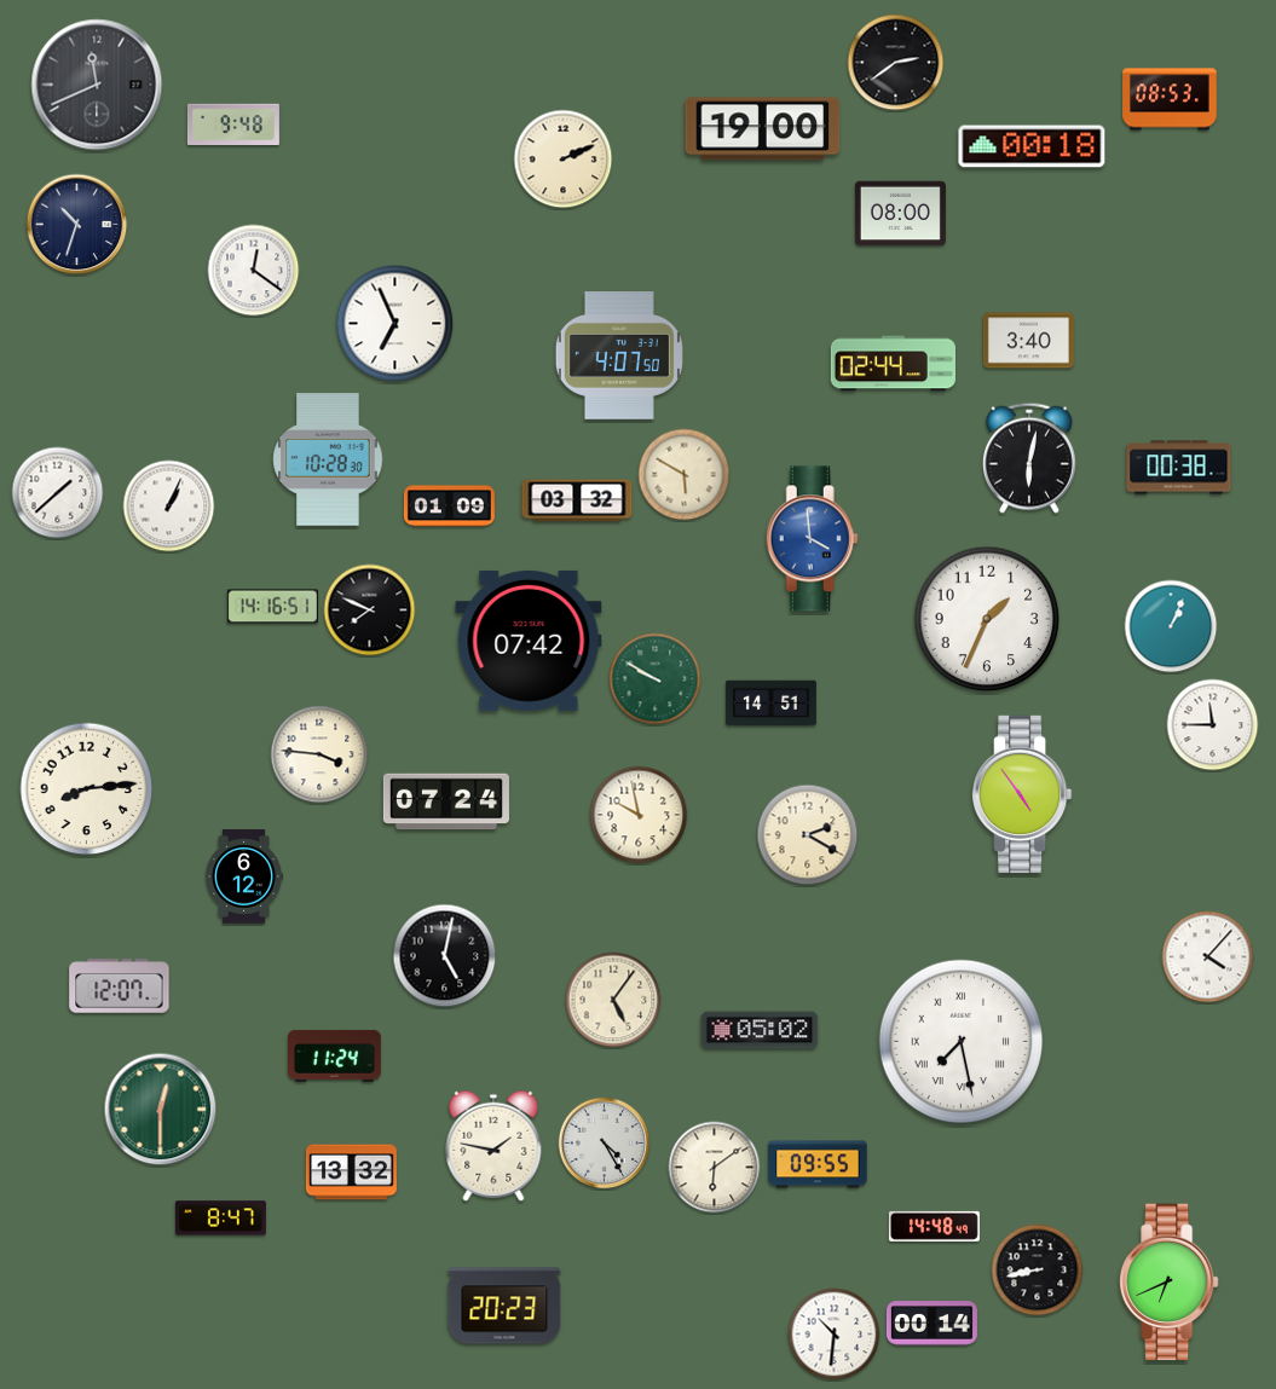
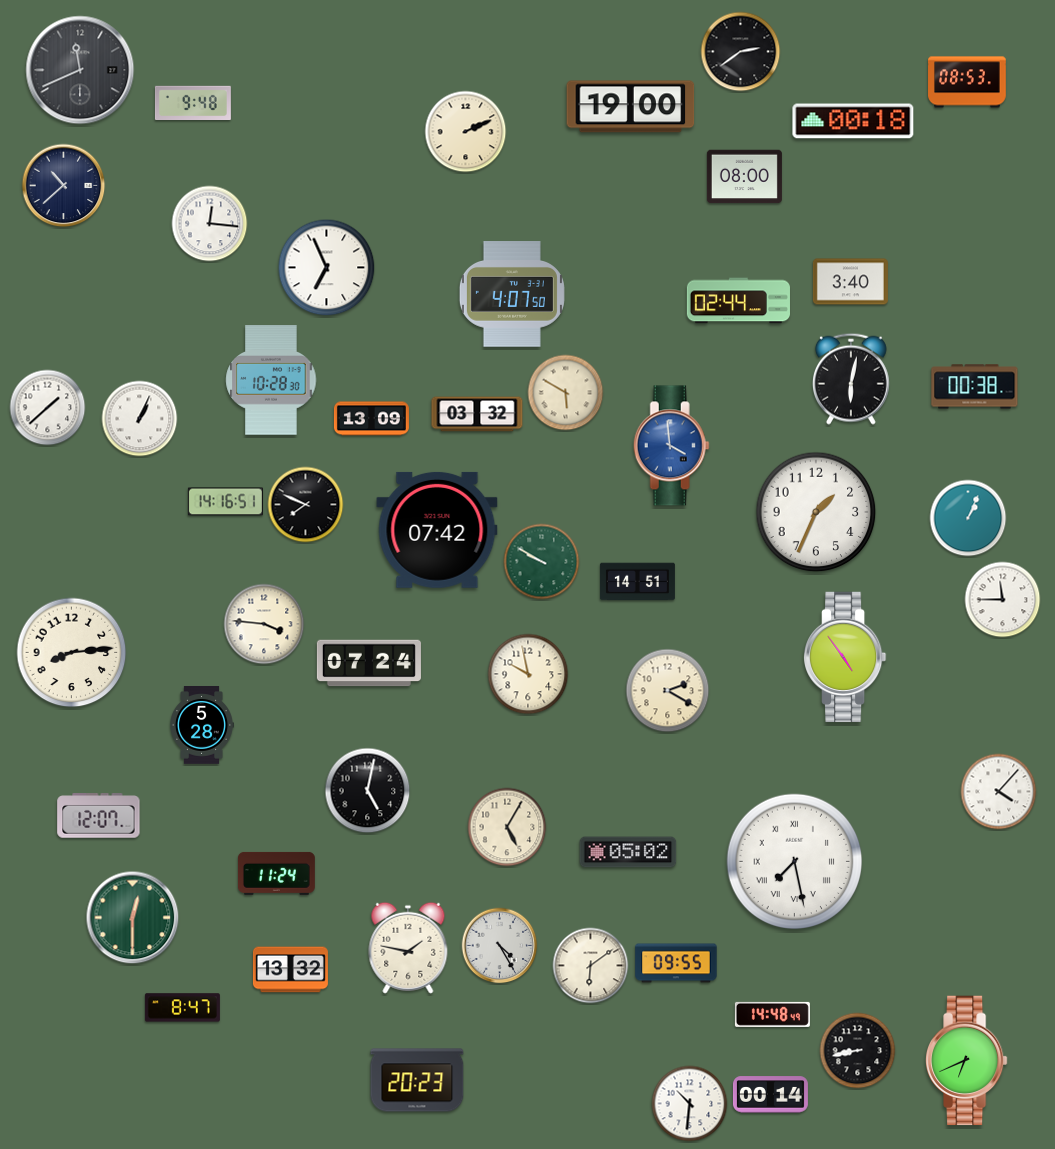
clock at (77, 225): 10:33 -> 10:38
clock at (254, 271): 12:21 -> 12:16
clock at (449, 507): 01:09 -> 13:09
clock at (244, 876): 6:12 -> 5:28
clock at (613, 1000): 5:06 -> 5:05
